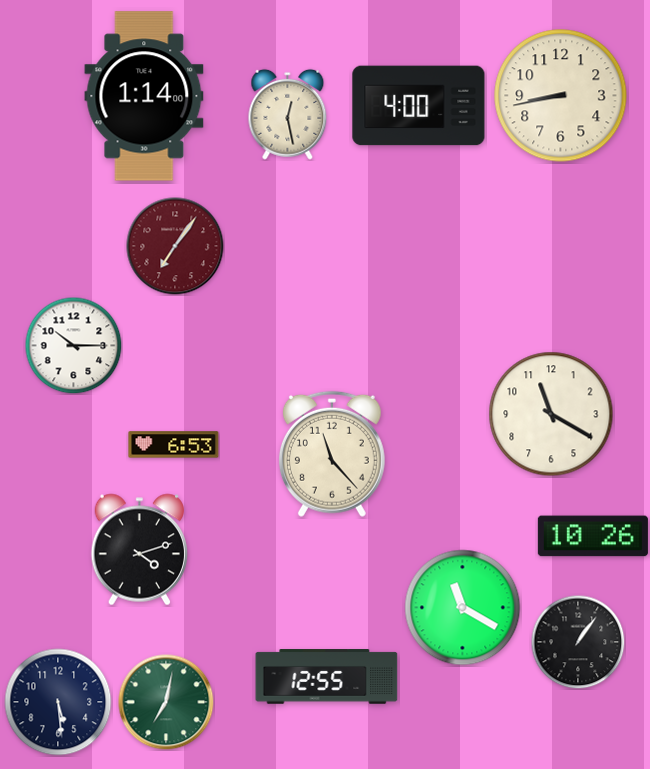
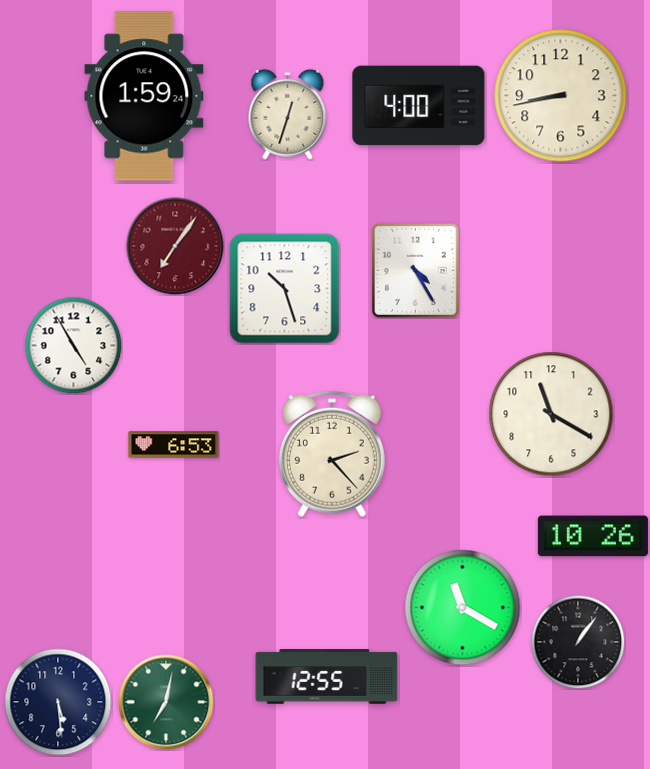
clock at (144, 96): 1:14 -> 1:59
clock at (288, 114): 12:28 -> 12:33
clock at (415, 270): none -> 4:25
clock at (285, 289): none -> 10:27
clock at (73, 345): 10:15 -> 4:55
clock at (332, 454): 11:23 -> 2:23
clock at (139, 550): 4:12 -> none
